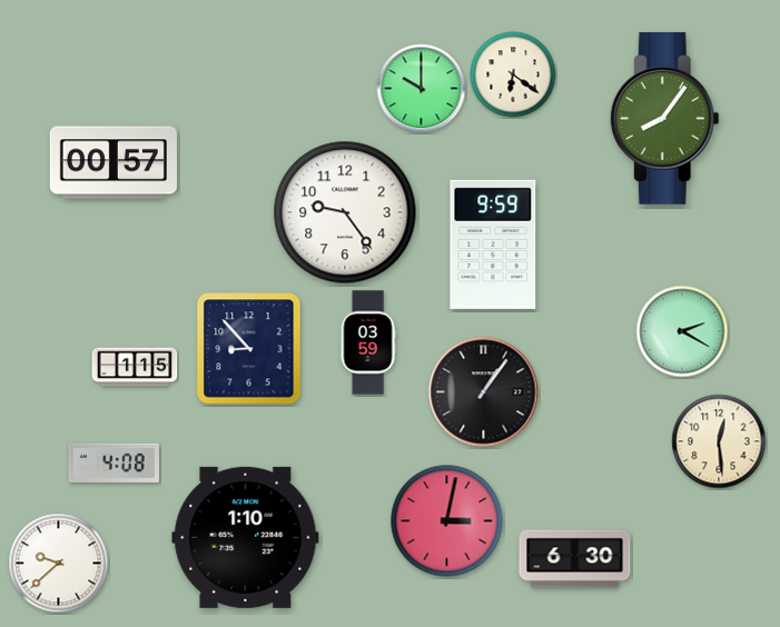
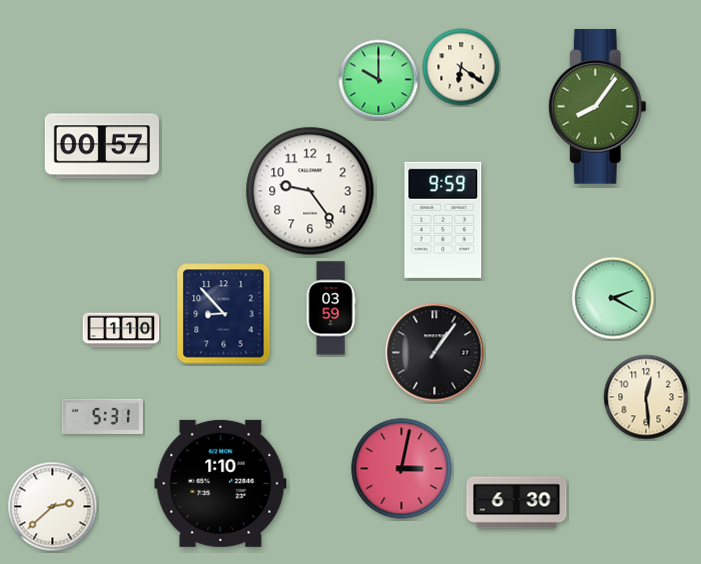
clock at (135, 367): 1:15 -> 1:10
clock at (113, 464): 4:08 -> 5:31
clock at (59, 564): 9:38 -> 2:38
